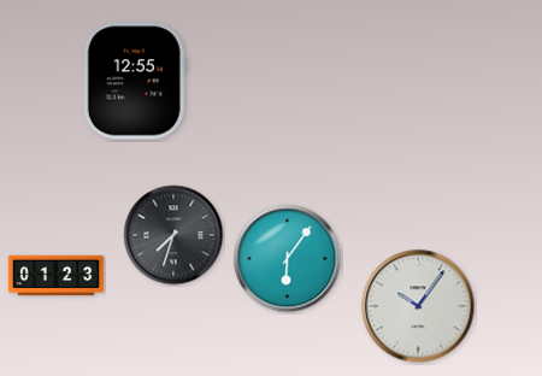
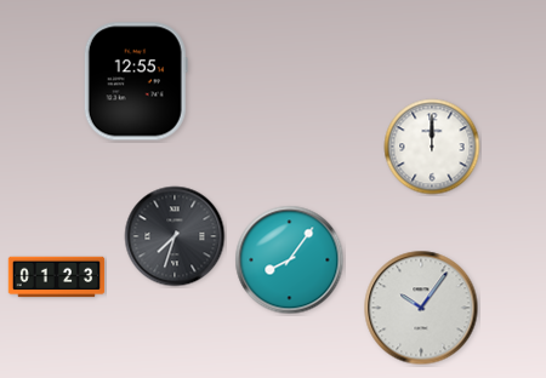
clock at (432, 147): none -> 12:00
clock at (288, 259): 6:06 -> 8:06
